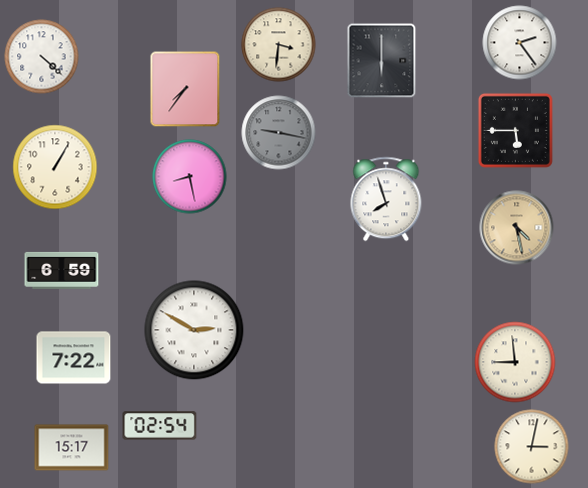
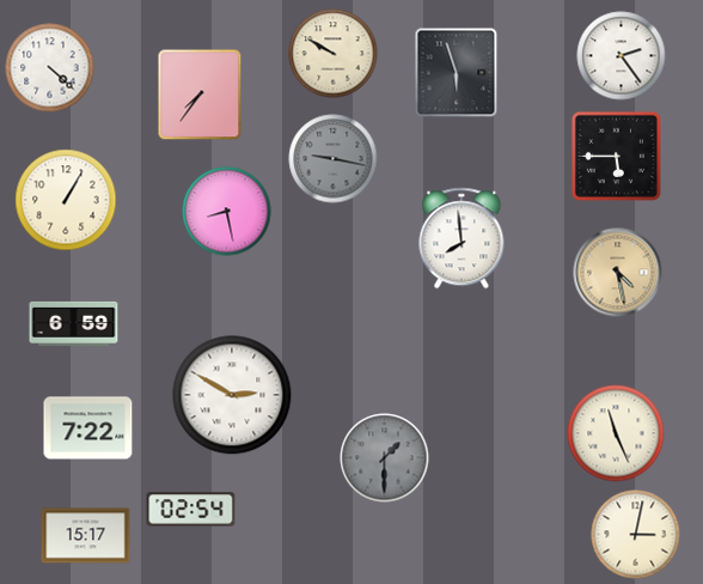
clock at (520, 43) position: (520, 43) -> (622, 56)
clock at (279, 45): 3:31 -> 9:50
clock at (382, 61): 6:00 -> 5:57
clock at (185, 89) position: (185, 89) -> (200, 95)
clock at (386, 199): 7:57 -> 7:59
clock at (515, 362): 8:59 -> 11:26
clock at (385, 458): none -> 1:30
